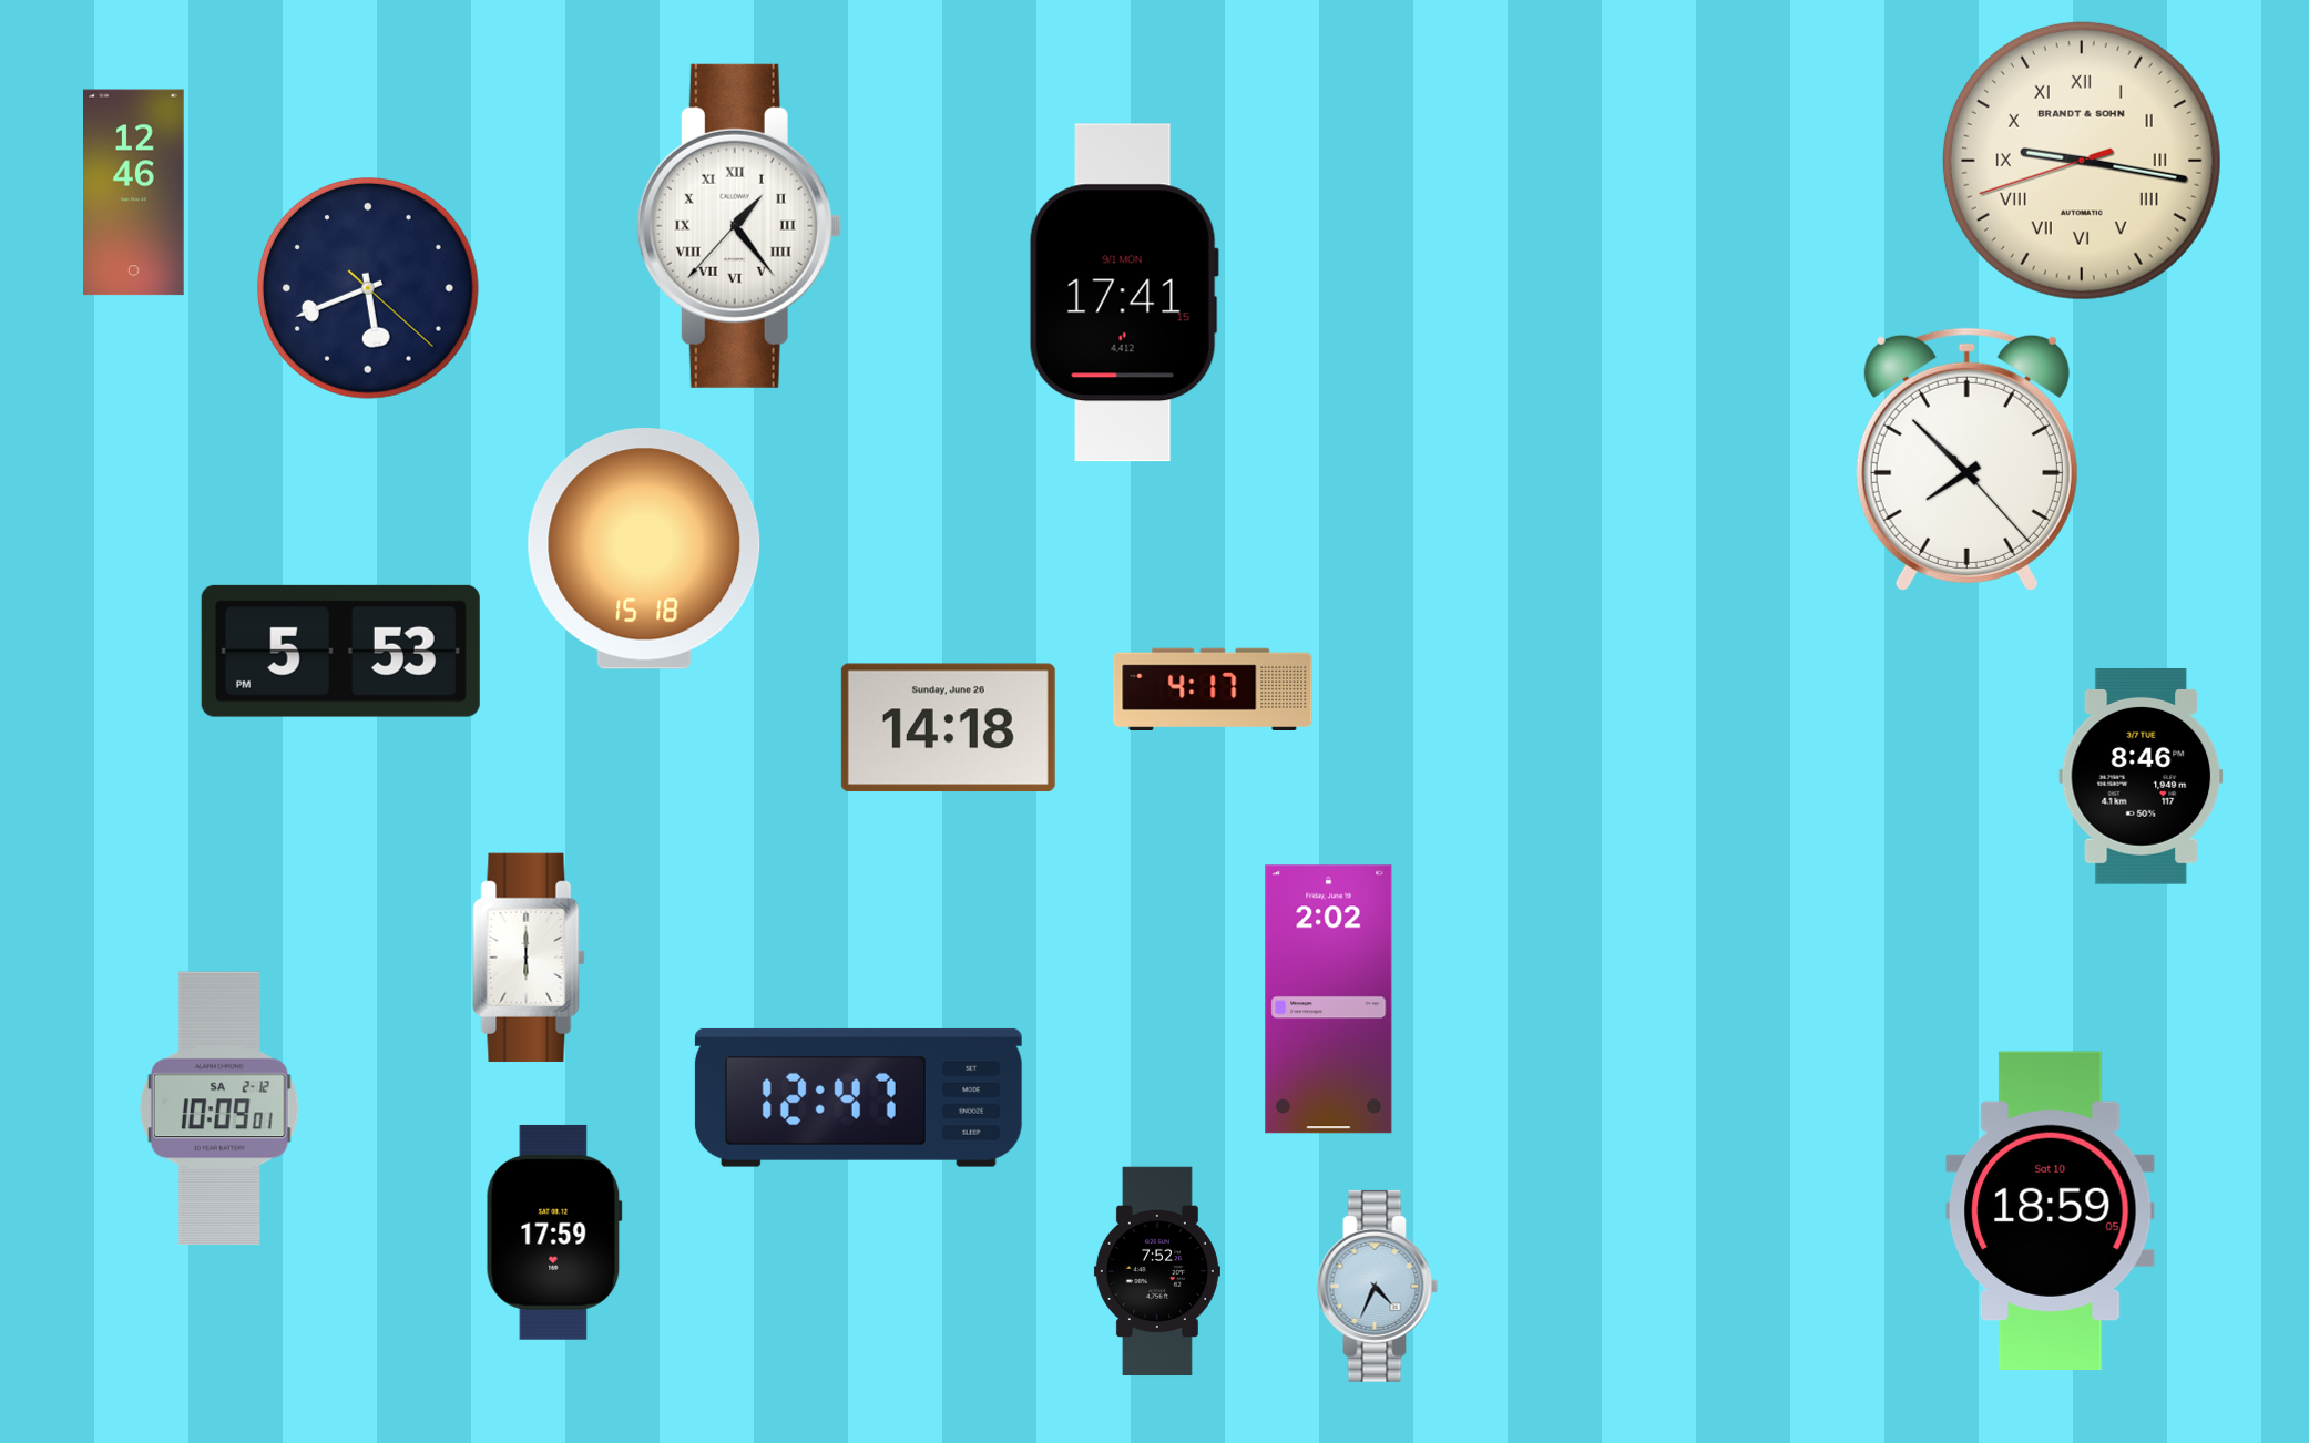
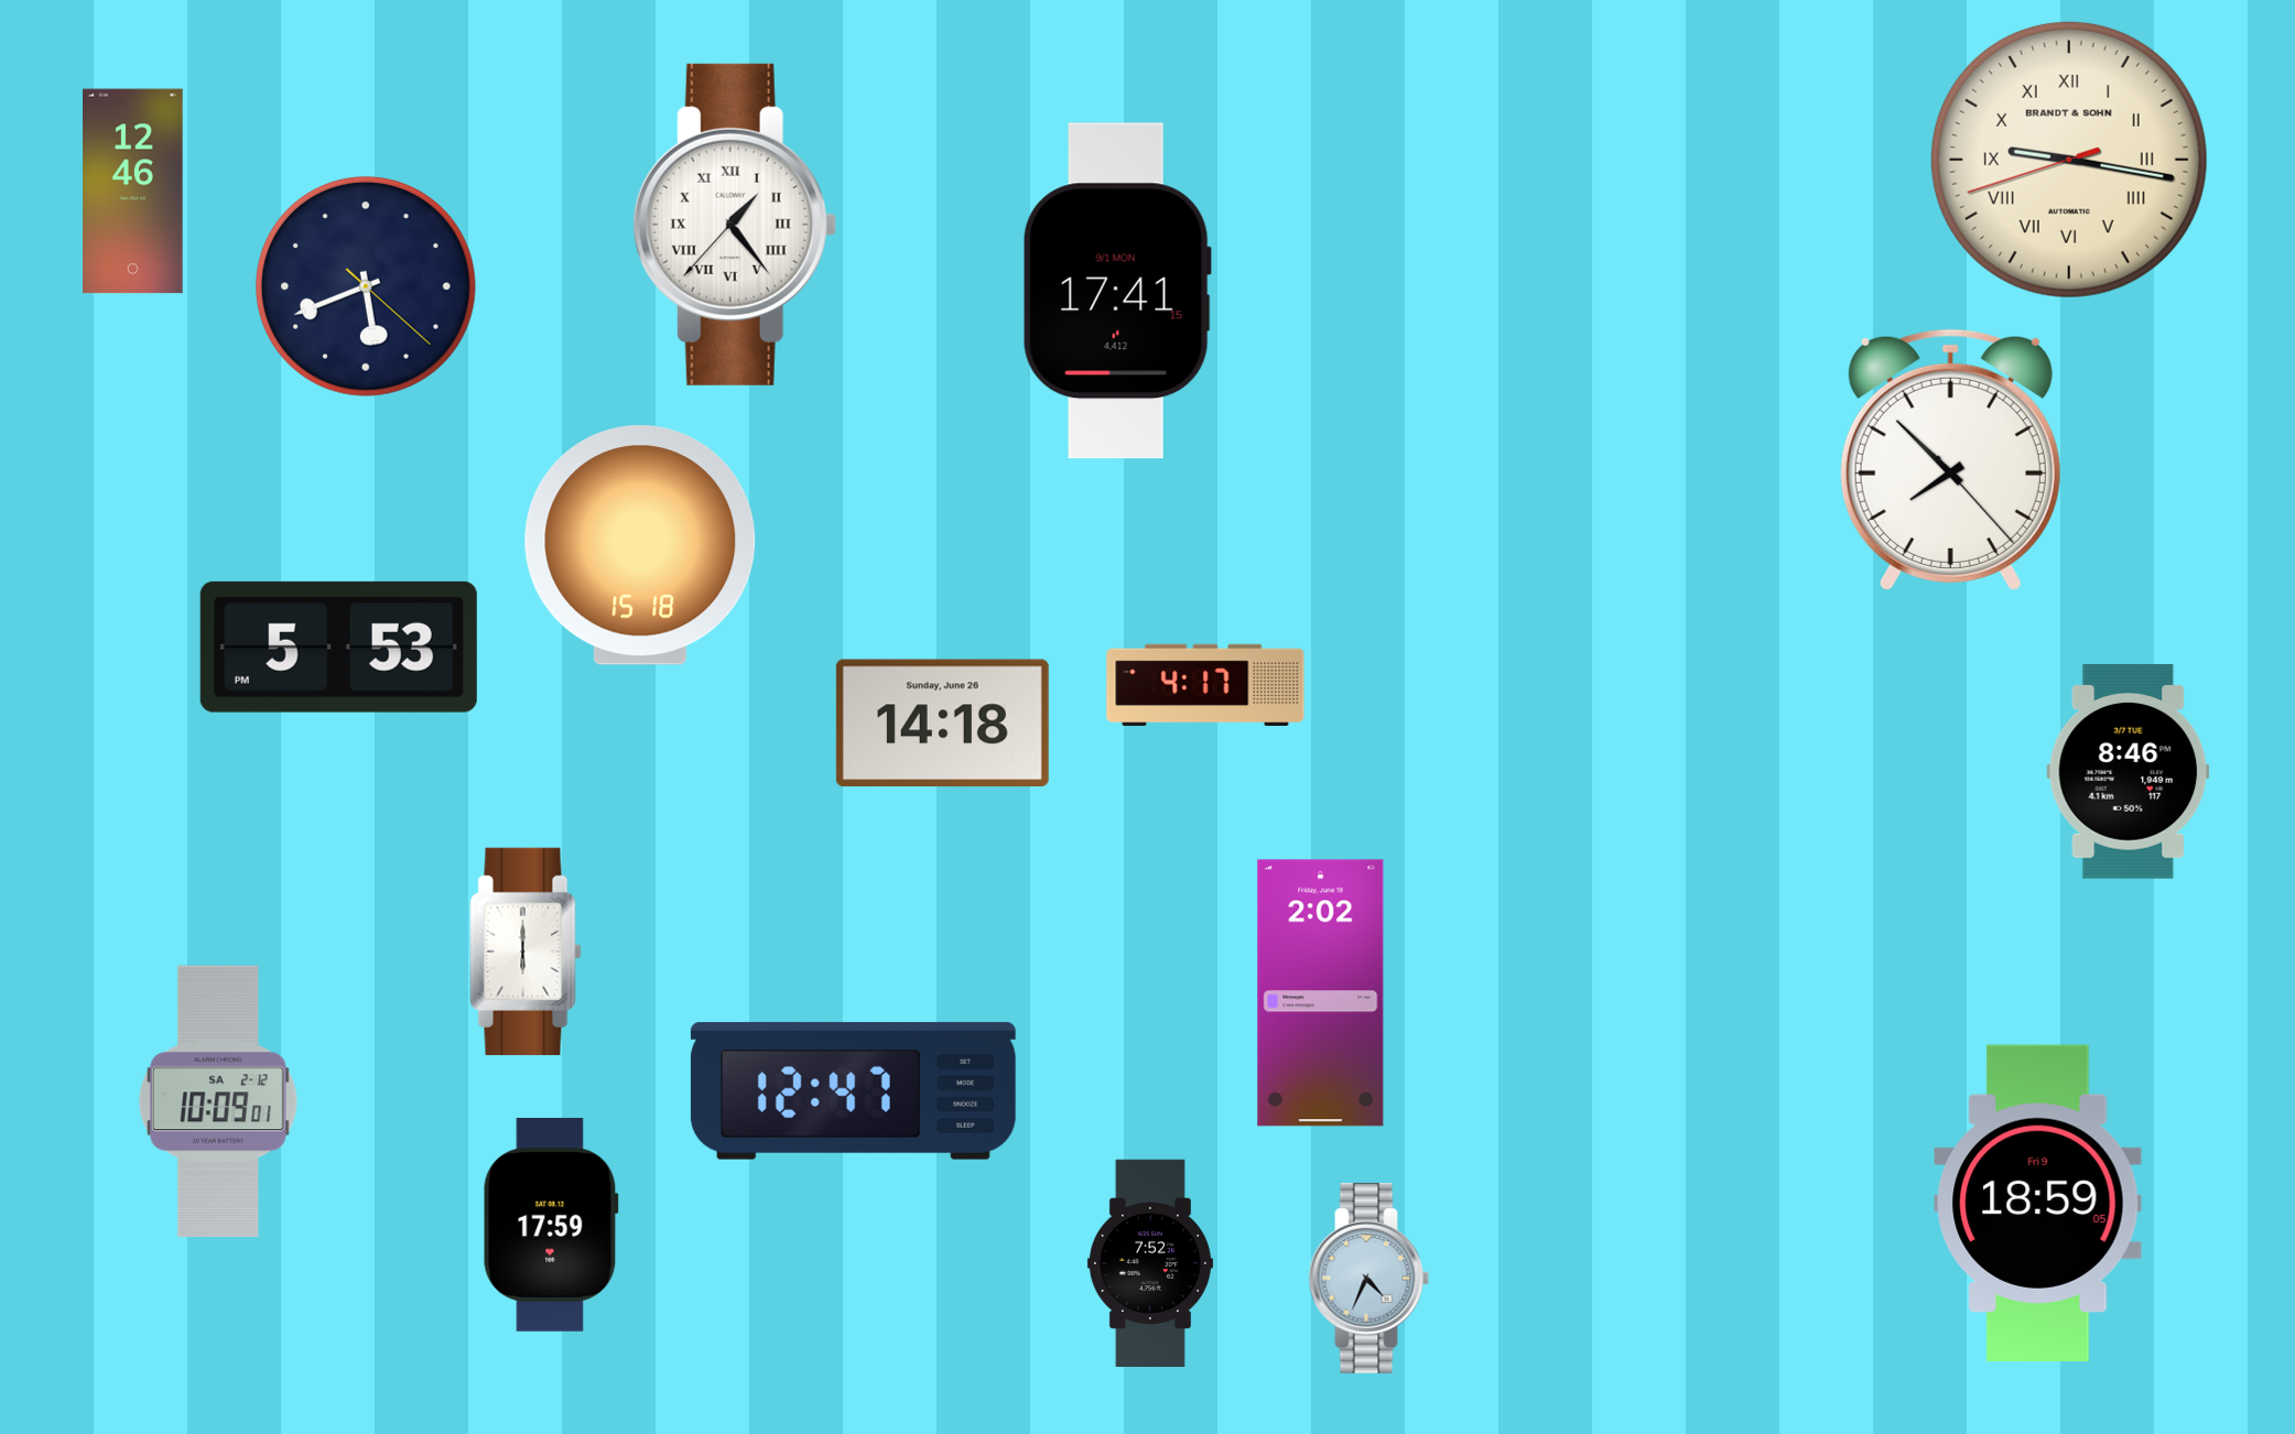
clock at (1966, 459) position: (1966, 459) -> (1950, 459)
clock at (2051, 1210) date: Sat 10 -> Fri 9
